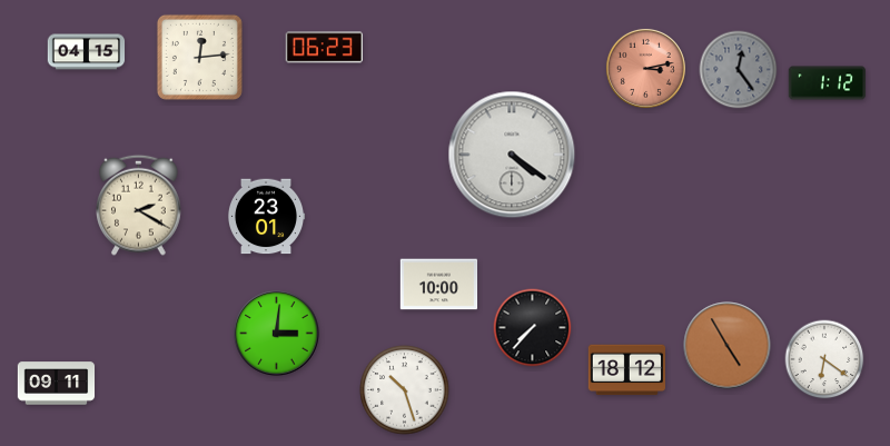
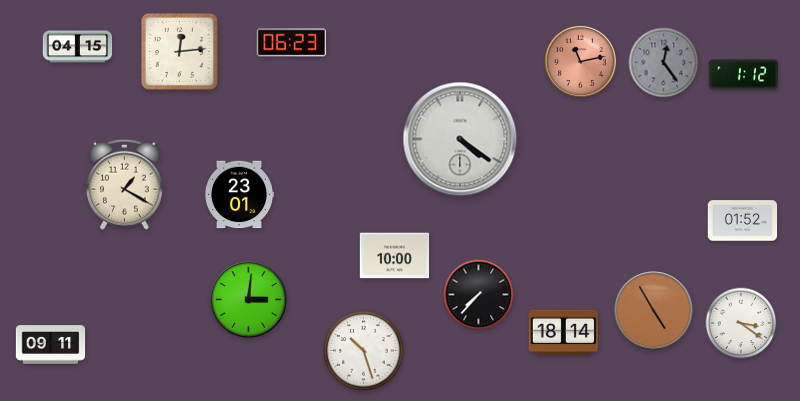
clock at (645, 68): 3:13 -> 11:13
clock at (139, 205): 2:20 -> 1:20
clock at (743, 221): none -> 01:52
clock at (824, 359): 6:21 -> 3:21
clock at (627, 370): 18:12 -> 18:14
